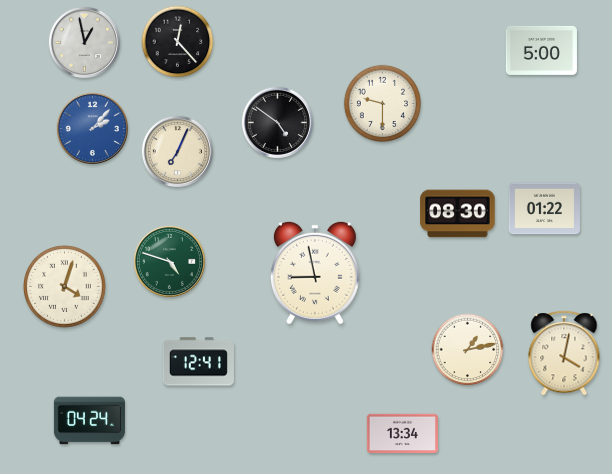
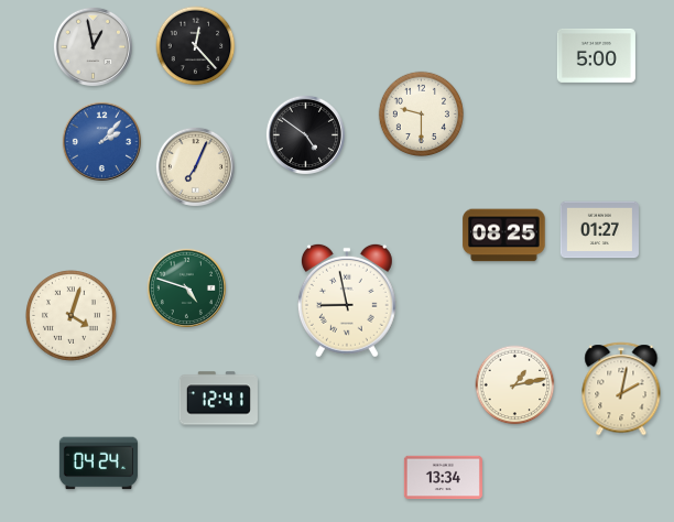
clock at (544, 209): 01:22 -> 01:27
clock at (458, 214): 08:30 -> 08:25
clock at (564, 353): 4:02 -> 2:02
